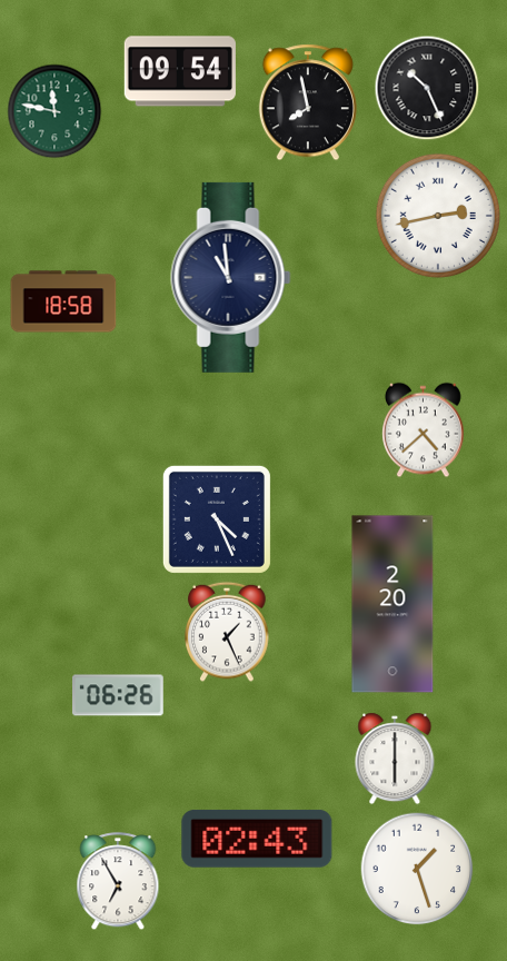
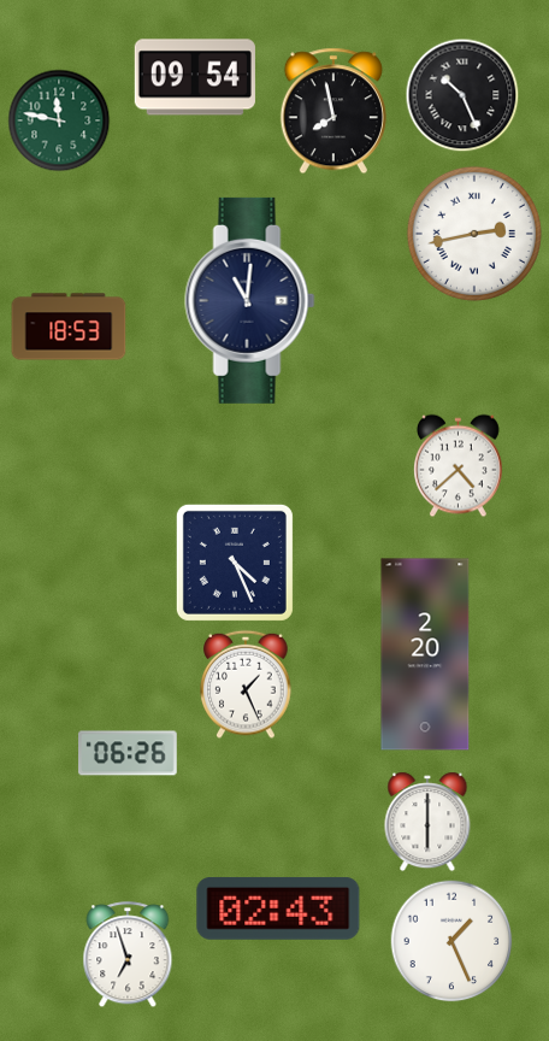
clock at (231, 277): 10:59 -> 11:01
clock at (63, 301): 18:58 -> 18:53
clock at (417, 869): 1:27 -> 1:26
clock at (118, 882): 6:55 -> 6:57
